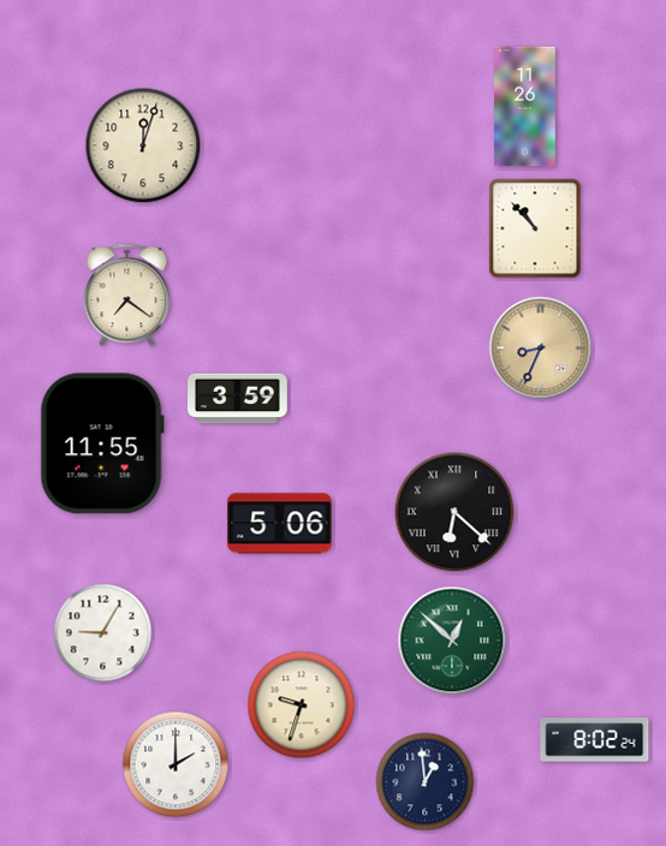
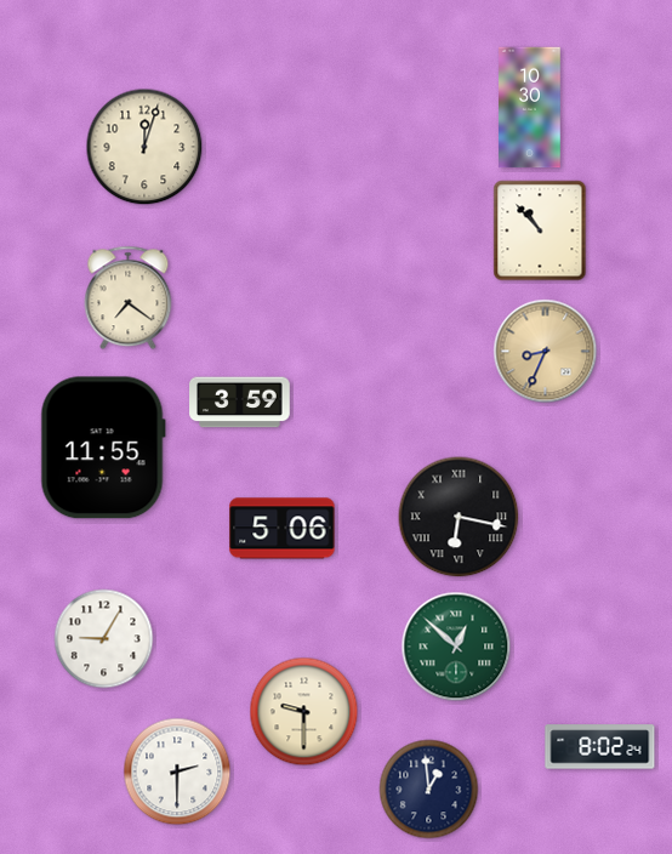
clock at (525, 107): 11:26 -> 10:30
clock at (454, 512): 6:22 -> 6:17
clock at (302, 705): 9:33 -> 9:30
clock at (176, 764): 2:00 -> 2:30
